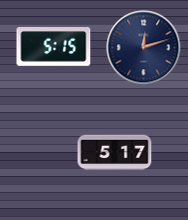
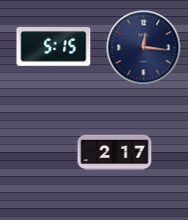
clock at (144, 48): 12:12 -> 12:16
clock at (115, 153): 5:17 -> 2:17
